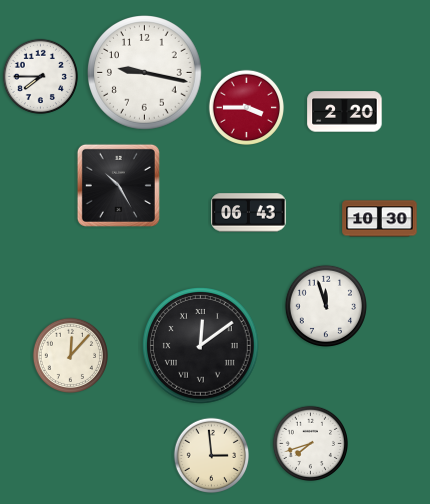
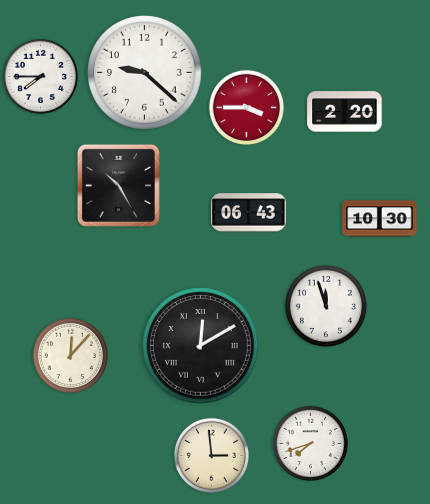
clock at (145, 73): 9:17 -> 9:22
clock at (201, 346): 12:09 -> 12:10
